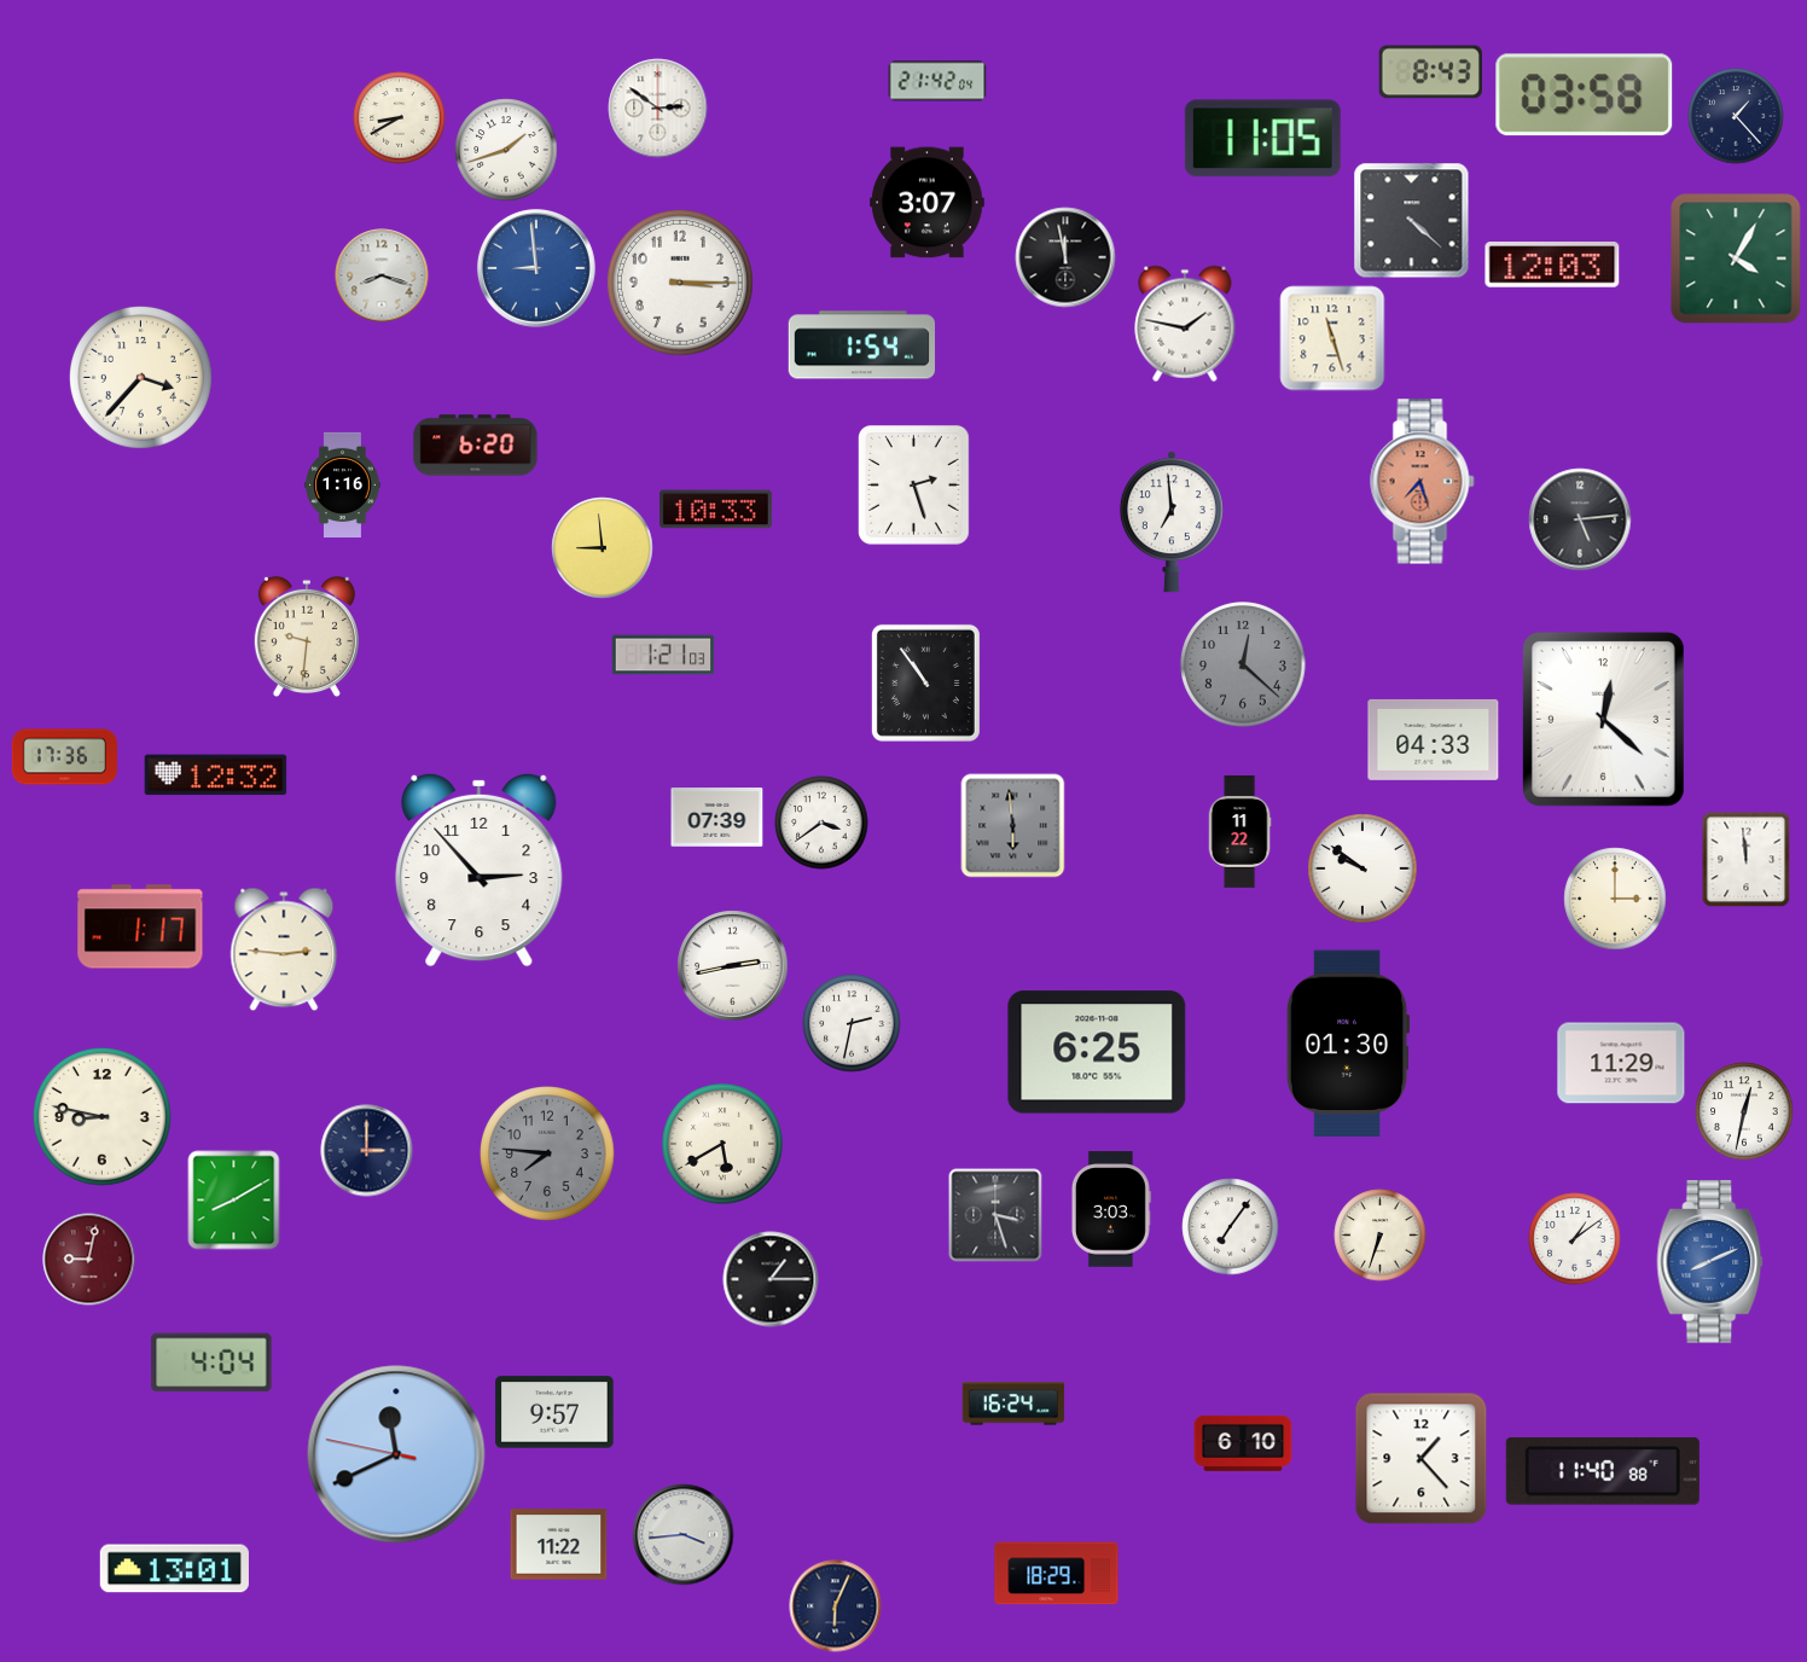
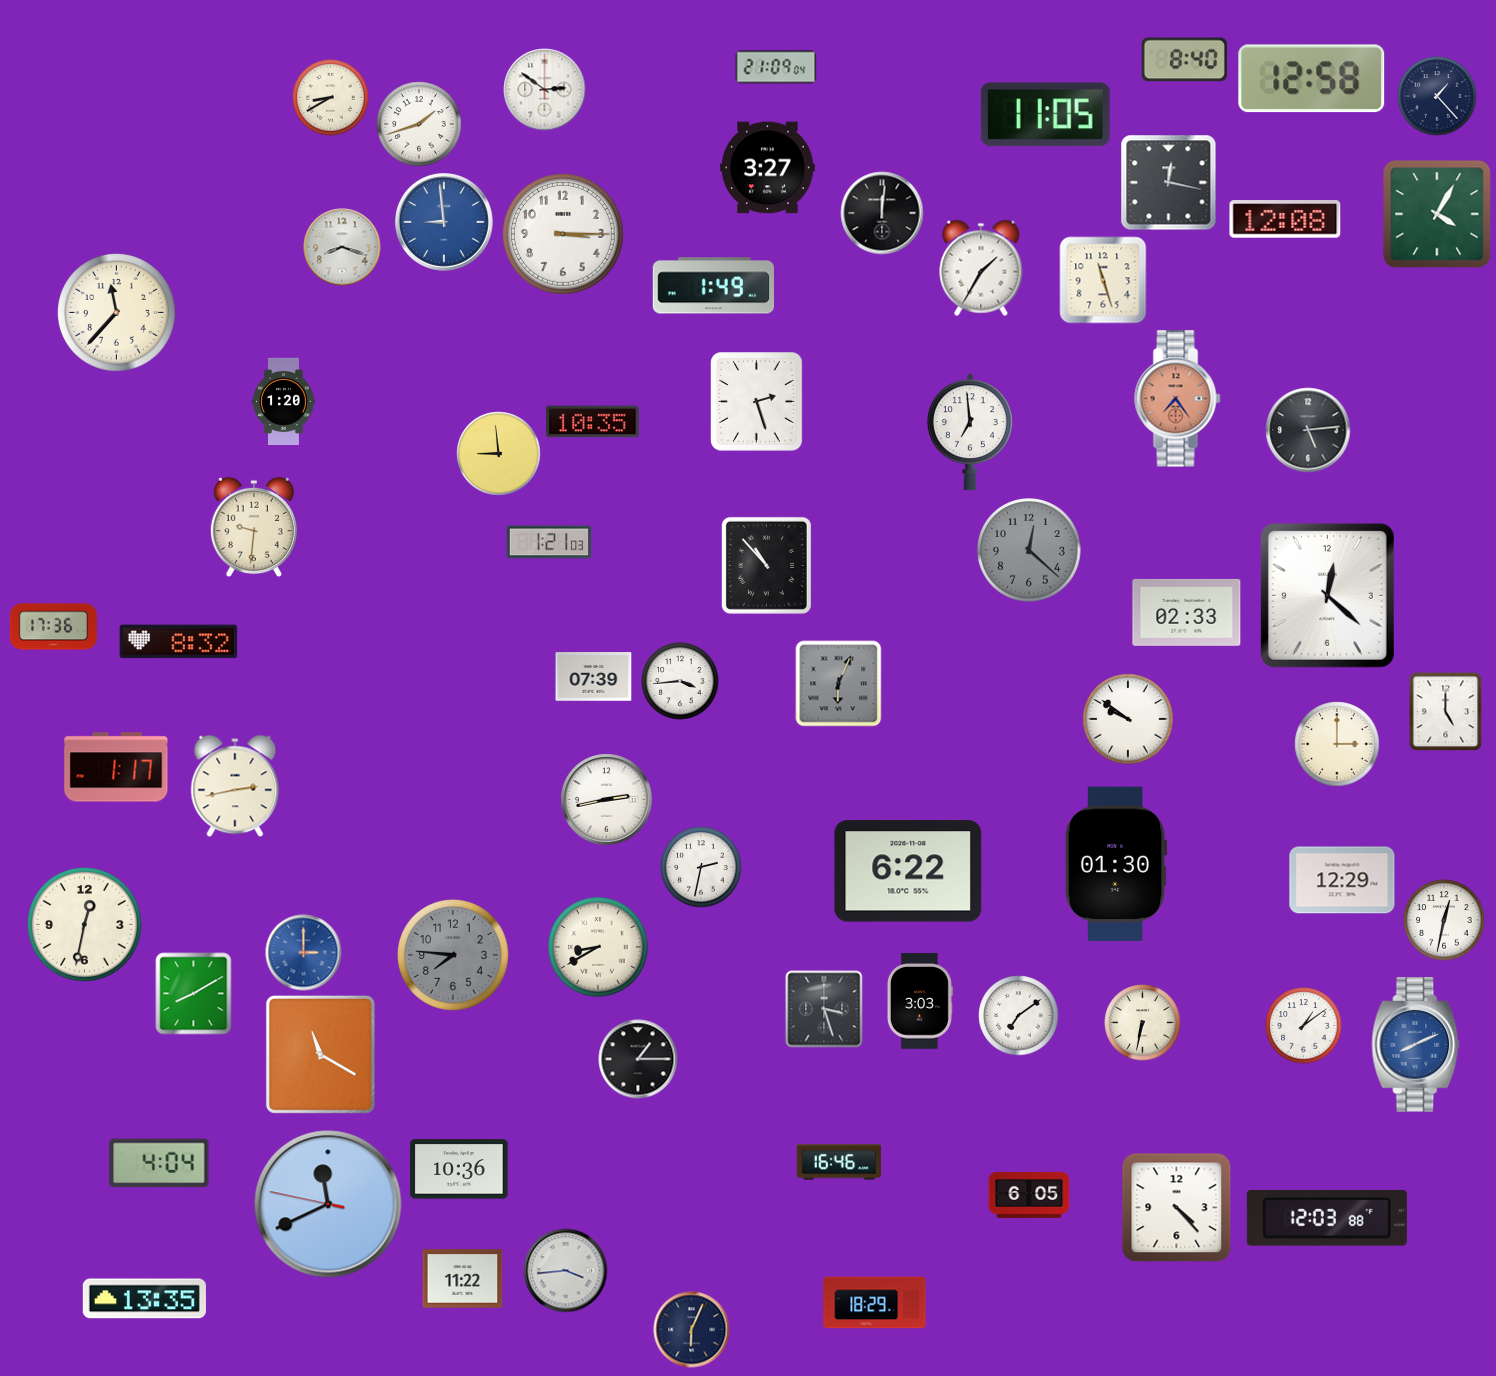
clock at (1430, 72): 8:43 -> 8:40
clock at (937, 81): 21:42 -> 21:09
clock at (1585, 95): 03:58 -> 12:58
clock at (928, 203): 3:07 -> 3:27
clock at (1412, 221): 4:22 -> 12:17
clock at (1065, 257): 11:58 -> 12:01
clock at (1552, 265): 12:03 -> 12:08
clock at (382, 275) position: (382, 275) -> (342, 247)
clock at (1185, 324): 1:47 -> 1:35
clock at (861, 345): 1:54 -> 1:49
clock at (141, 378): 3:37 -> 11:37
clock at (476, 446): 6:20 -> none
clock at (1423, 482): 7:27 -> 7:24
clock at (343, 484): 1:16 -> 1:20
clock at (715, 510): 10:33 -> 10:35
clock at (925, 682): 10:54 -> 10:53
clock at (1434, 739): 04:33 -> 02:33
clock at (216, 775): 12:32 -> 8:32
clock at (821, 823): 3:39 -> 3:44
clock at (1013, 826): 5:59 -> 6:04
clock at (1239, 832): 11:22 -> none
clock at (1747, 860): 11:59 -> 5:00
clock at (480, 870): 2:53 -> none
clock at (284, 949): 2:46 -> 2:43
clock at (852, 1023) position: (852, 1023) -> (701, 867)
clock at (1097, 1052): 6:25 -> 6:22
clock at (1621, 1063): 11:29 -> 12:29
clock at (103, 1117): 8:47 -> 12:32
clock at (722, 1144): 5:40 -> 8:40
clock at (367, 1151) dial: navy -> blue
clock at (995, 1215) position: (995, 1215) -> (824, 1009)
clock at (1231, 1227): 7:06 -> 7:09
clock at (1381, 1236): 6:33 -> 6:32
clock at (89, 1260): 9:02 -> none
clock at (320, 1054): none -> 11:20
clock at (211, 1362) position: (211, 1362) -> (159, 1163)
clock at (1013, 1404): 16:24 -> 16:46
clock at (554, 1412): 9:57 -> 10:36
clock at (1243, 1443): 6:10 -> 6:05
clock at (1422, 1459): 1:23 -> 4:23
clock at (1603, 1471): 11:40 -> 12:03
clock at (174, 1569): 13:01 -> 13:35
